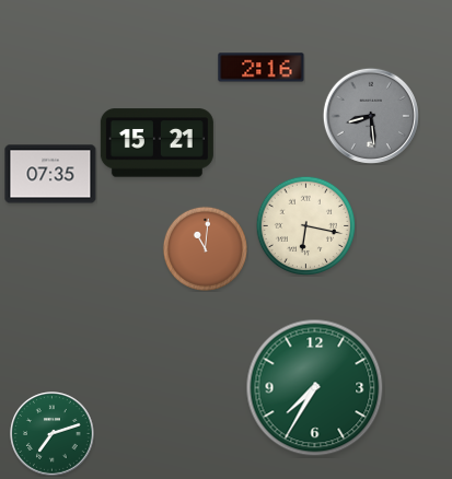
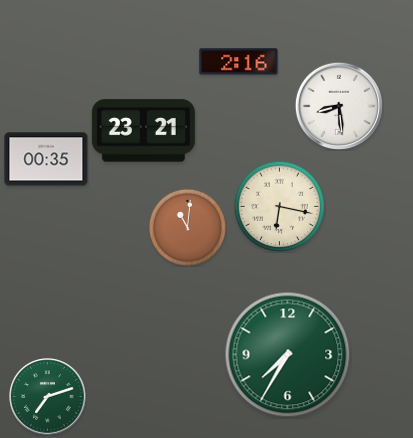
clock at (371, 116) dial: grey -> white
clock at (157, 143): 15:21 -> 23:21
clock at (50, 174): 07:35 -> 00:35
